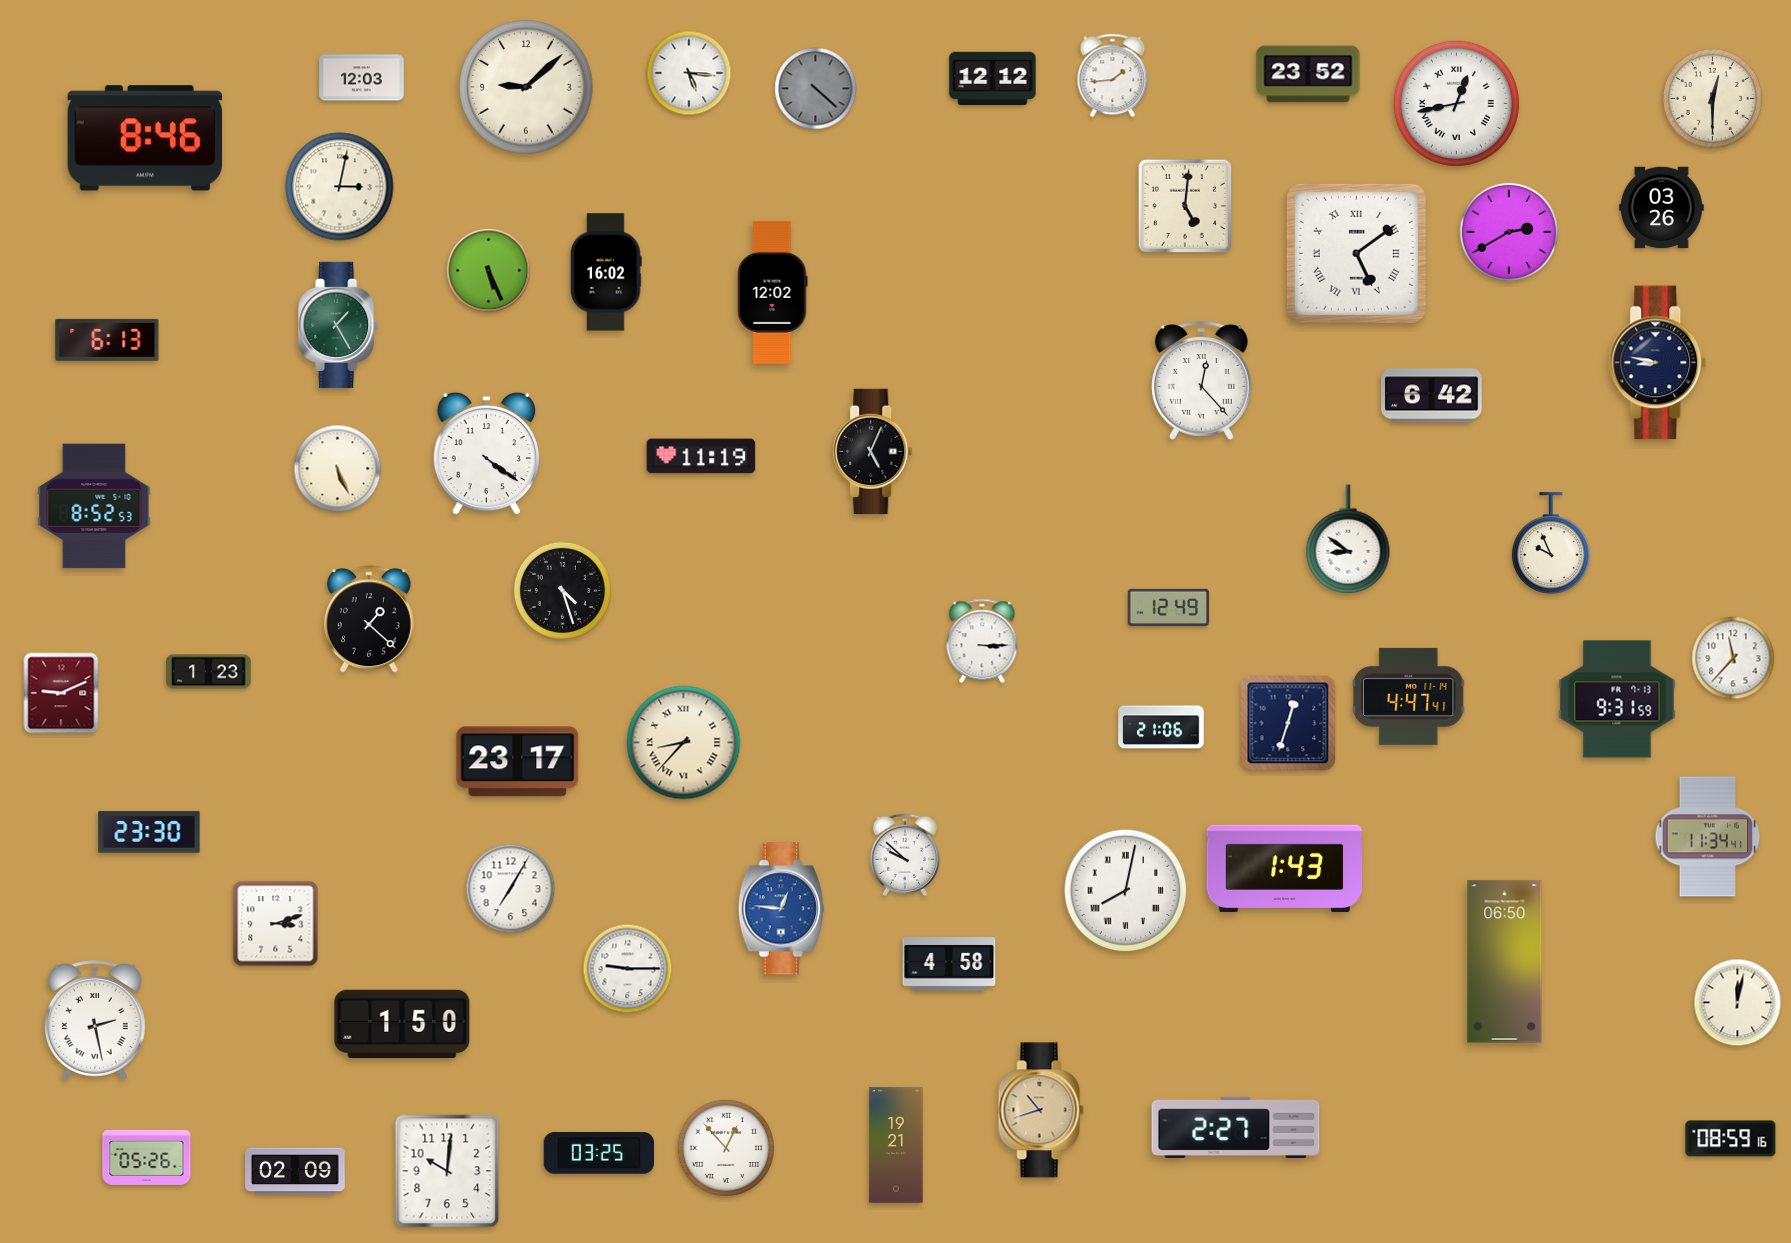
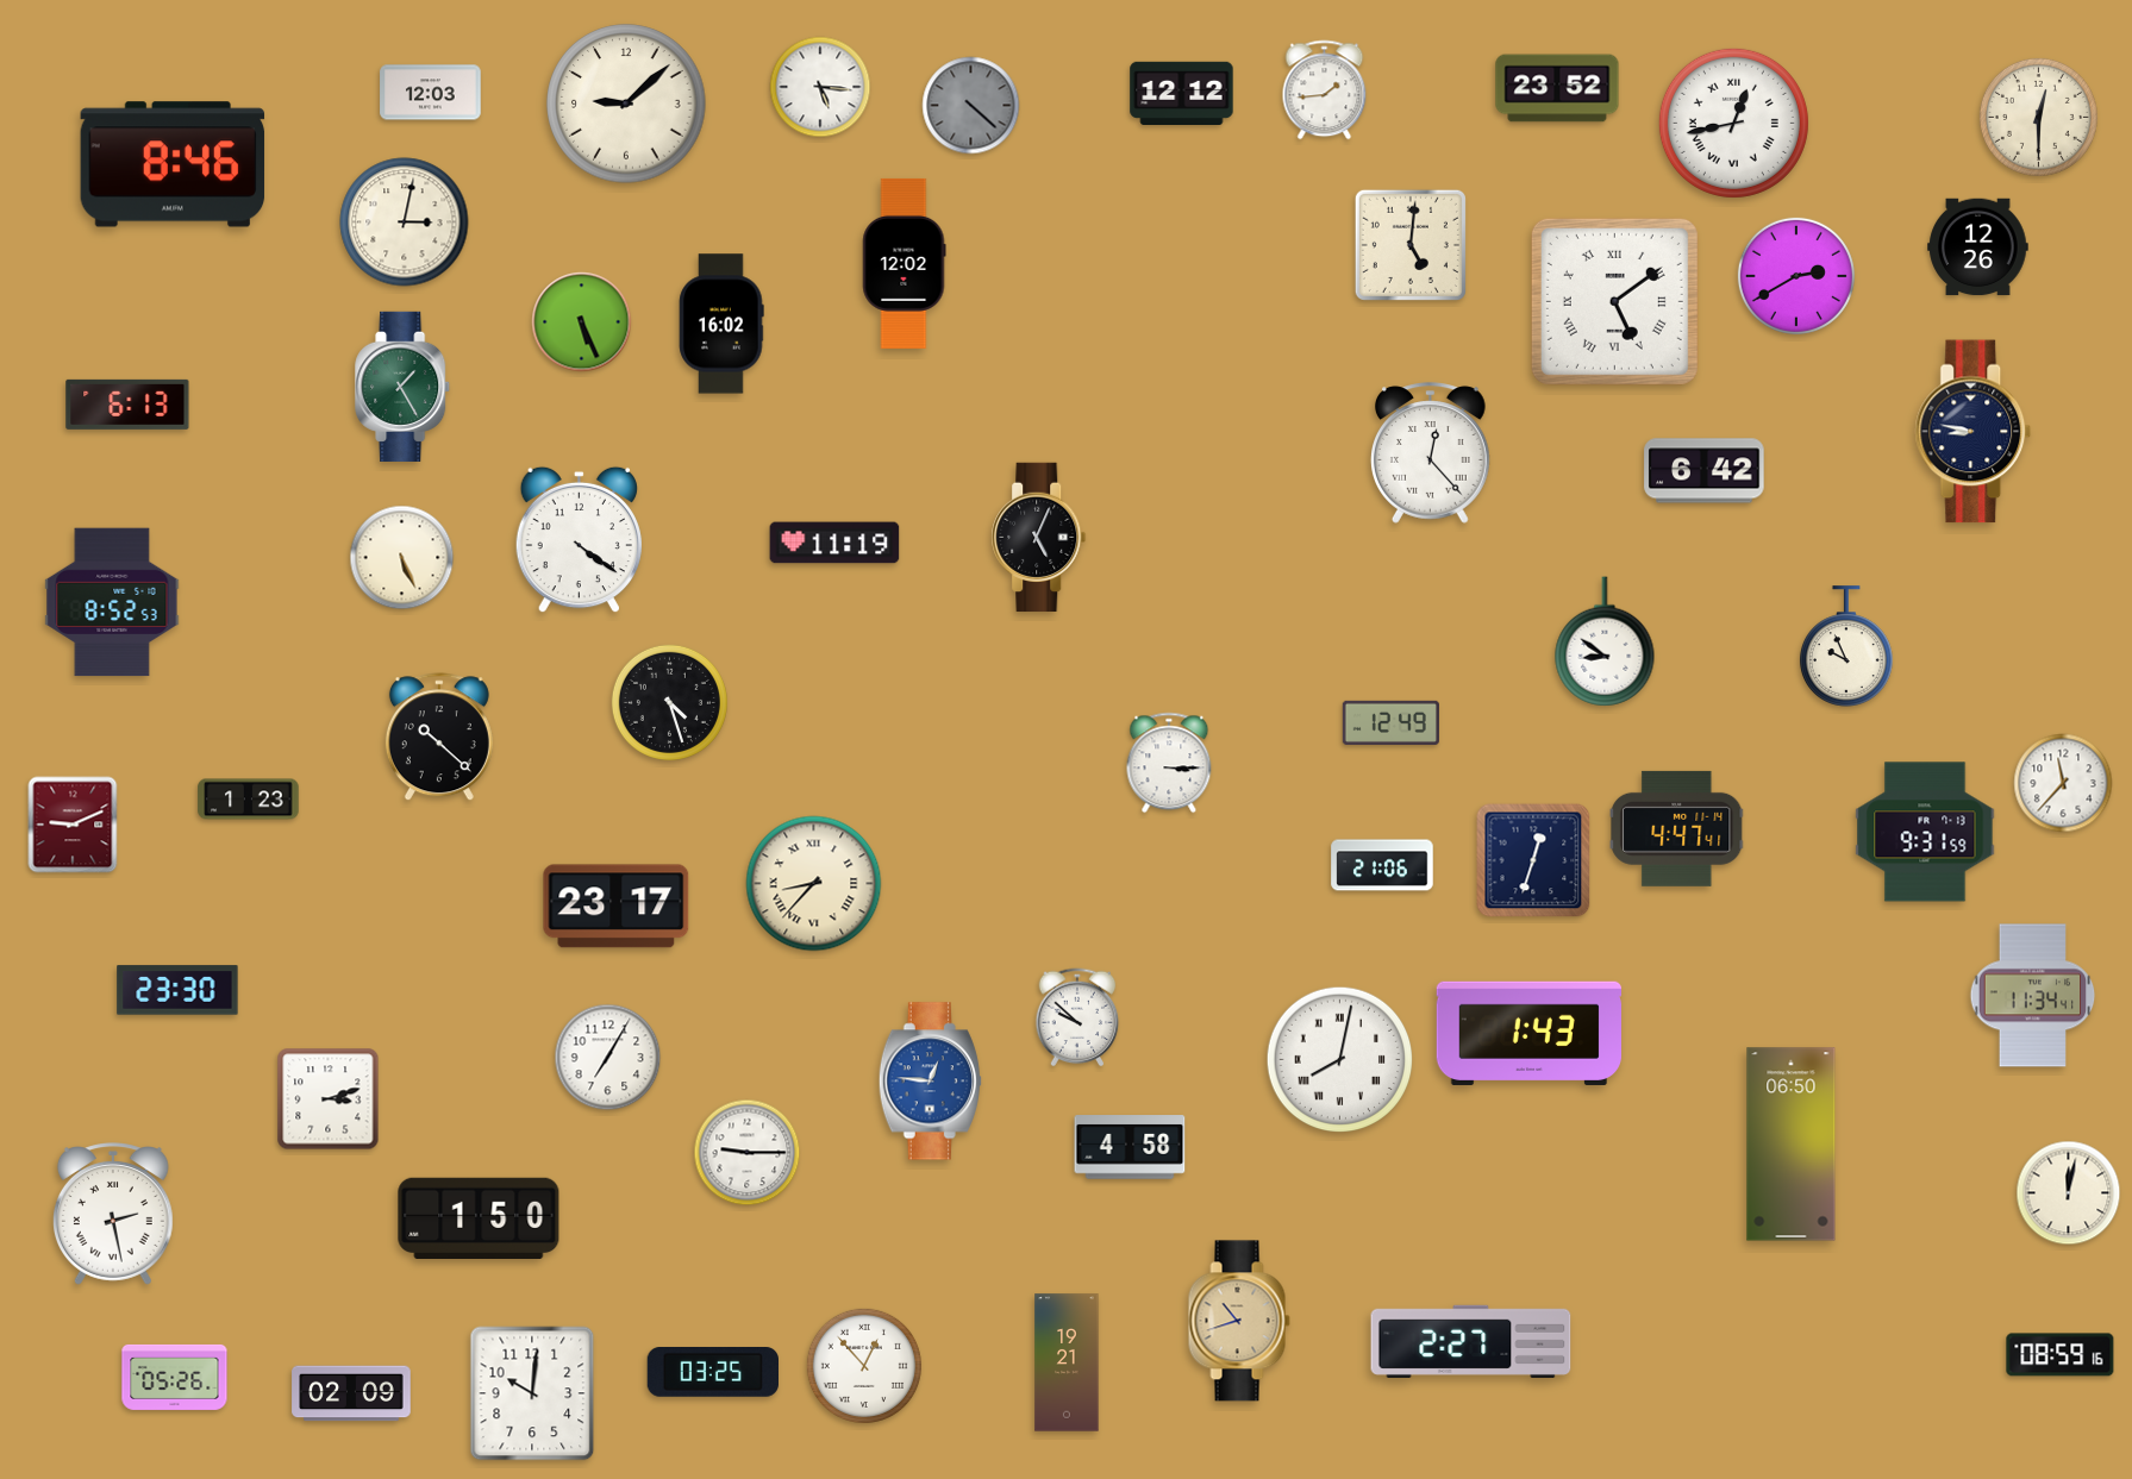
clock at (1662, 208): 03:26 -> 12:26
clock at (772, 292) position: (772, 292) -> (904, 263)
clock at (369, 620): 1:22 -> 10:22
